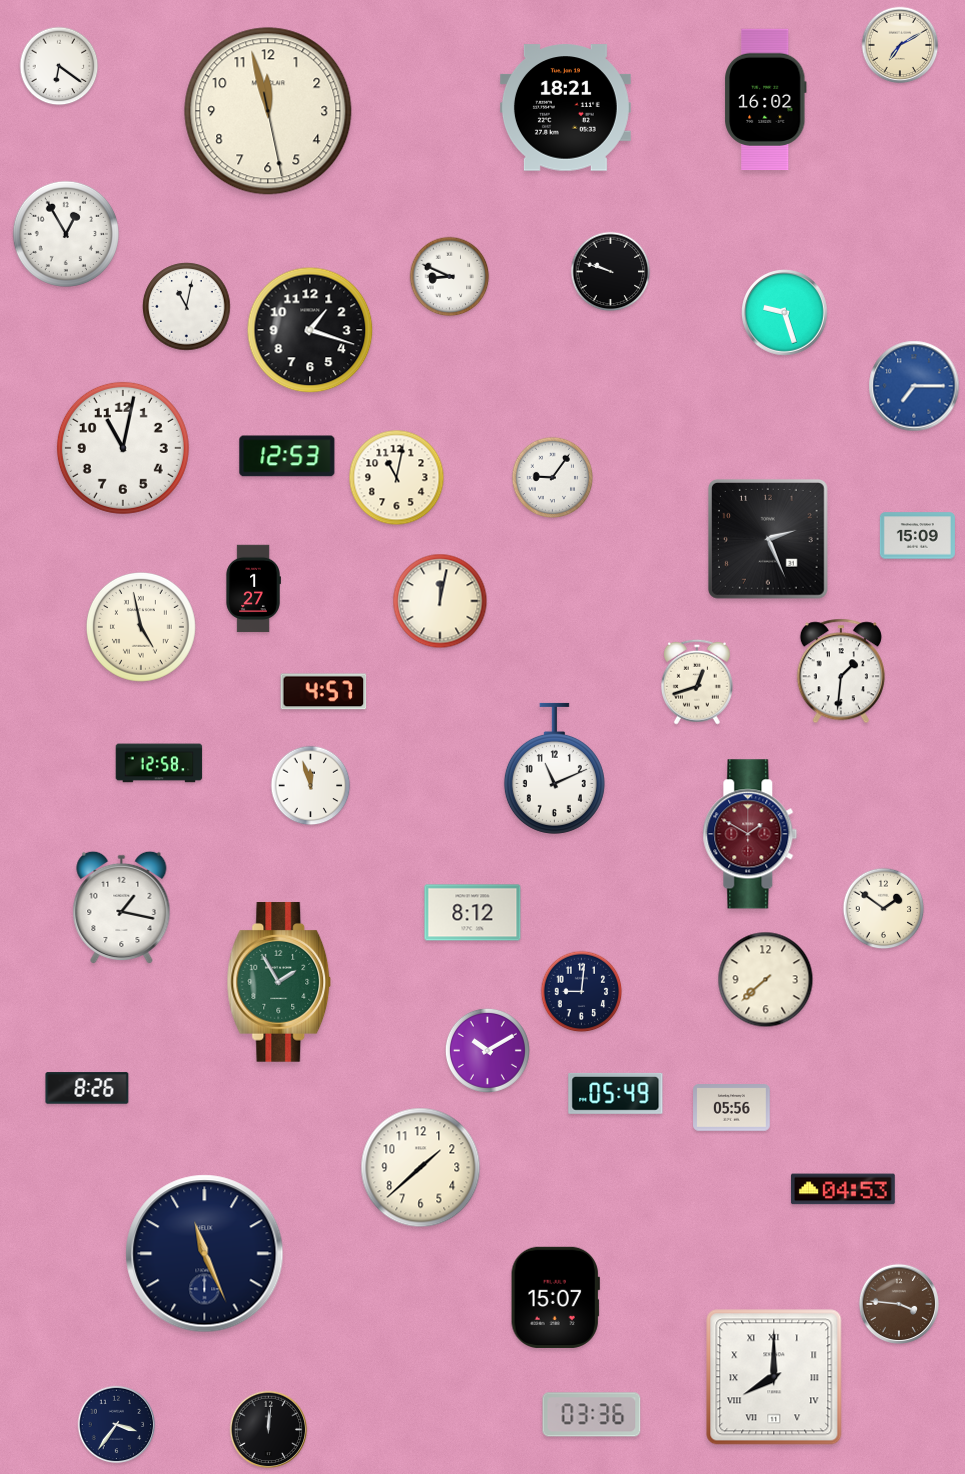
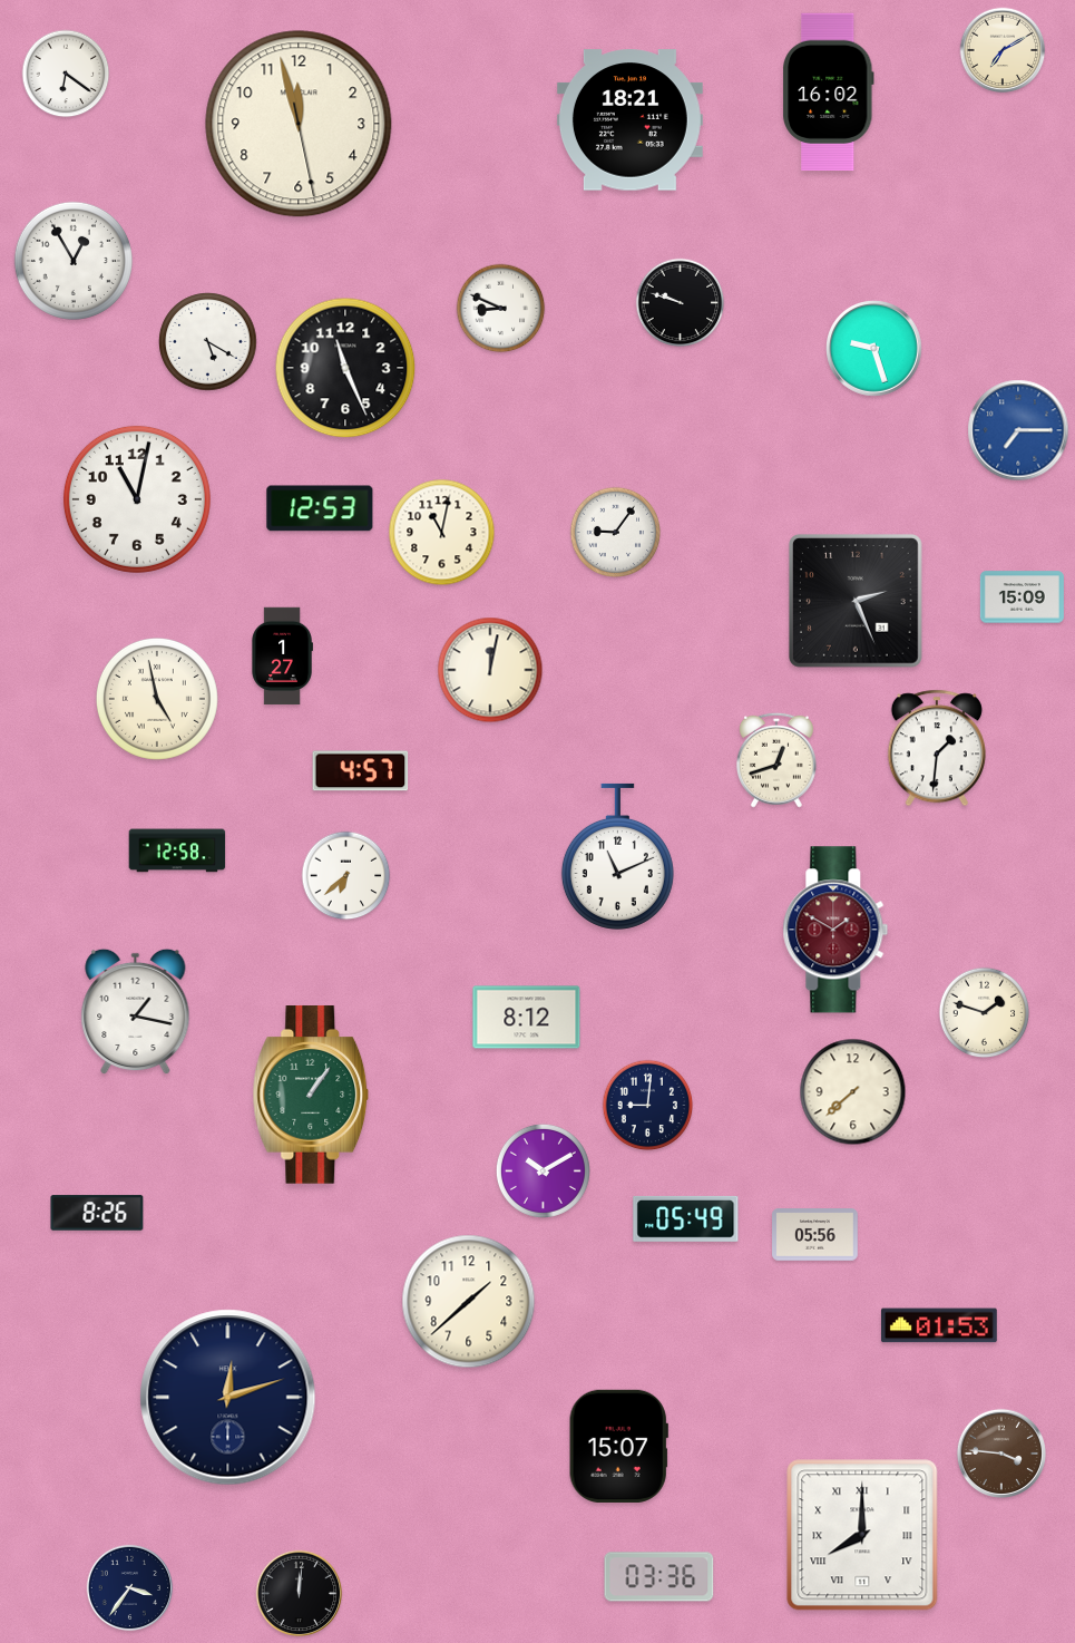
clock at (766, 100) position: (766, 100) -> (829, 93)
clock at (187, 307): 11:02 -> 5:20
clock at (310, 330): 1:18 -> 11:26
clock at (311, 786): 11:57 -> 6:38
clock at (884, 909): 1:51 -> 1:48
clock at (279, 982): 1:55 -> 1:06
clock at (843, 1189): 04:53 -> 01:53
clock at (205, 1254): 11:26 -> 12:12
